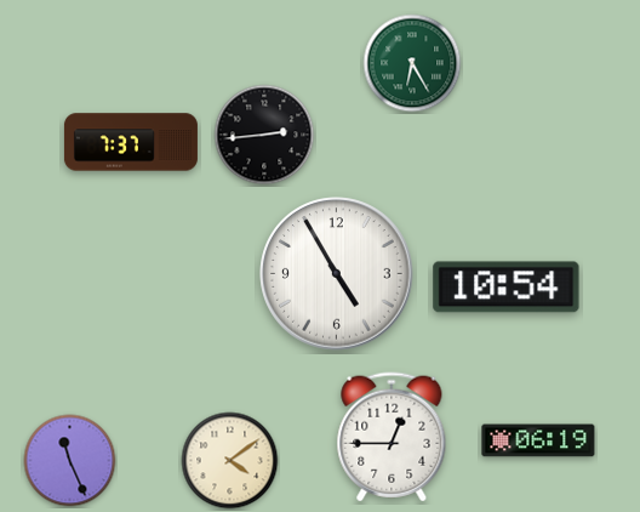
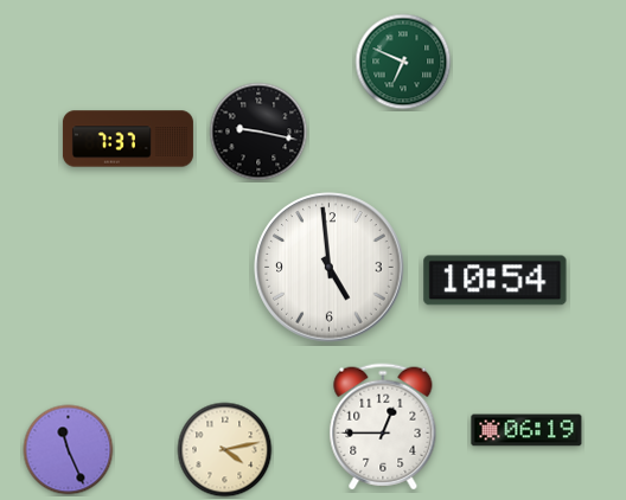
clock at (412, 63): 6:25 -> 6:49
clock at (264, 135): 2:44 -> 9:17
clock at (337, 274): 4:55 -> 4:59
clock at (230, 461): 4:09 -> 4:13
